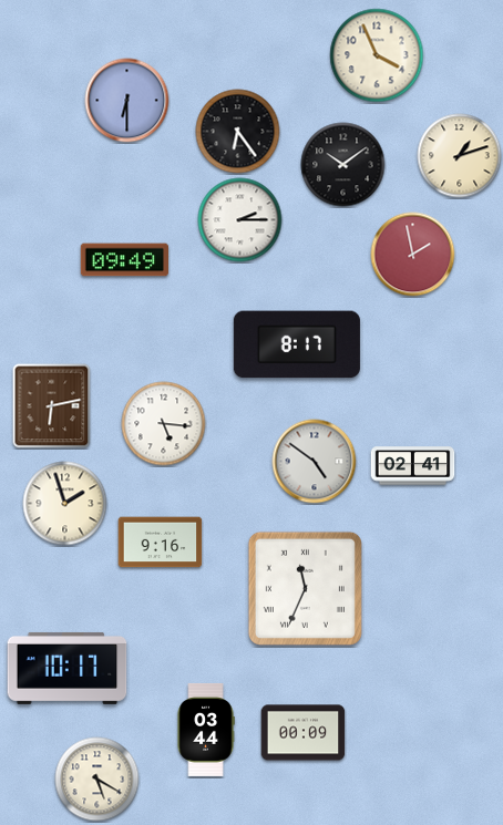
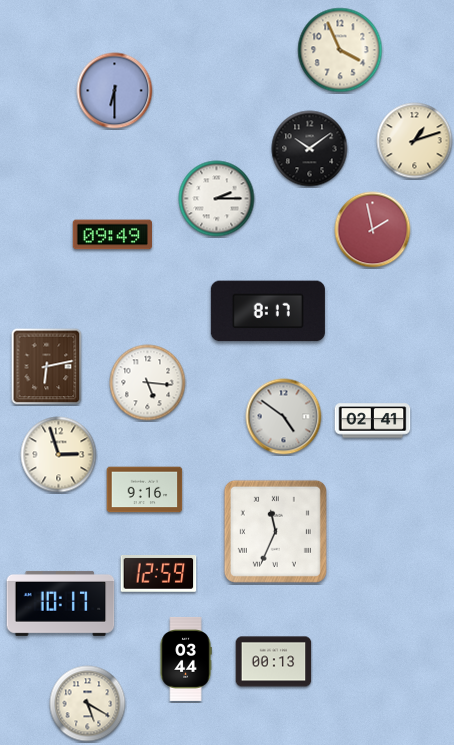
clock at (238, 132): 6:24 -> none
clock at (65, 504): 1:57 -> 2:57
clock at (159, 574): none -> 12:59
clock at (304, 733): 00:09 -> 00:13
